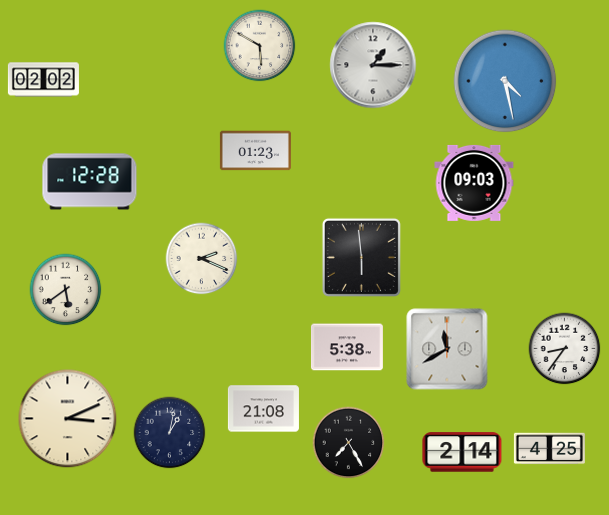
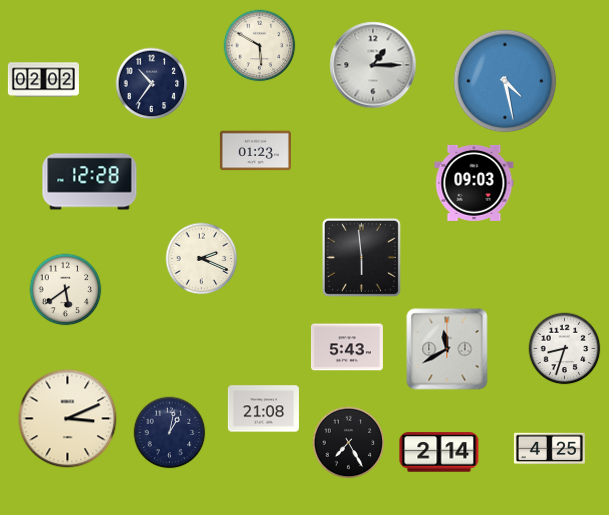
clock at (152, 84): none -> 10:36
clock at (347, 347): 5:38 -> 5:43
clock at (565, 349): 8:36 -> 8:33
clock at (462, 452) position: (462, 452) -> (439, 452)
